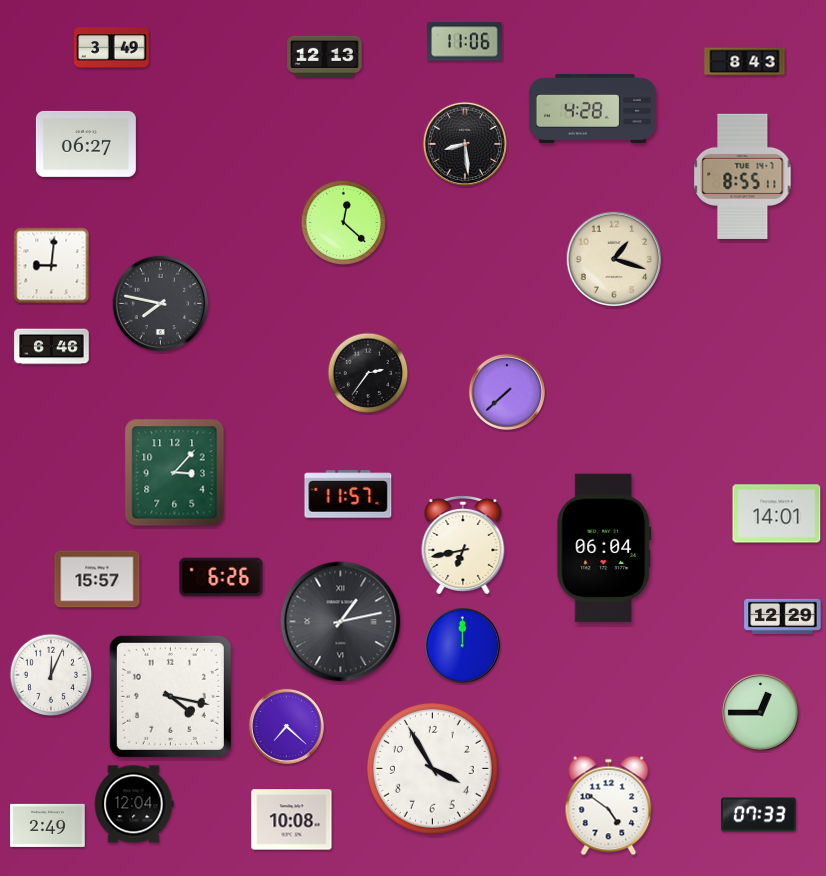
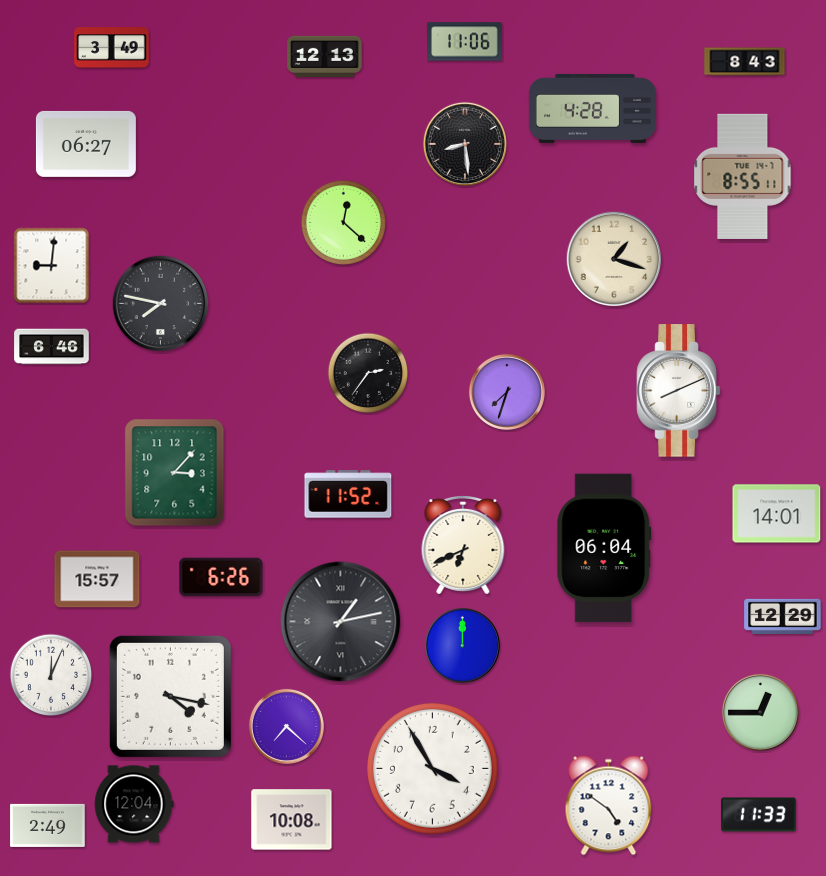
clock at (679, 391): none -> 8:11
clock at (507, 392): 7:38 -> 7:33
clock at (348, 494): 11:57 -> 11:52
clock at (463, 546): 6:43 -> 6:41
clock at (759, 815): 07:33 -> 11:33
